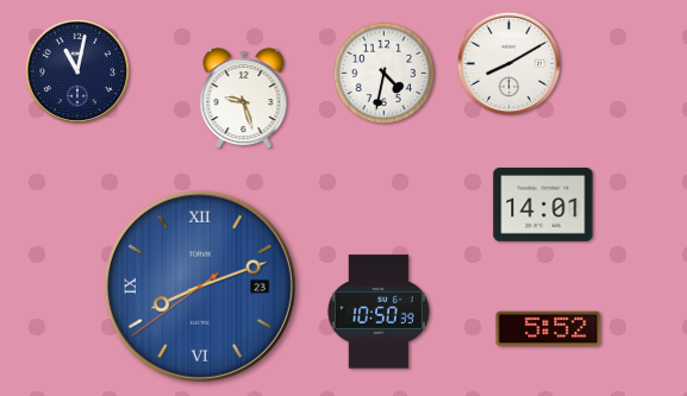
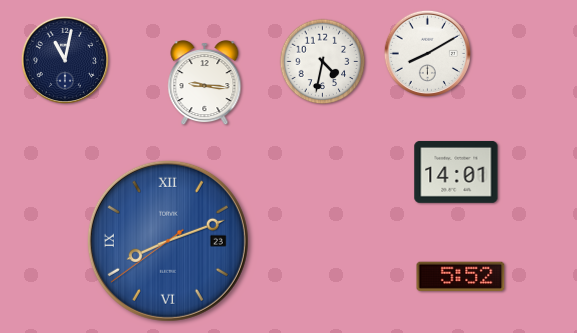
clock at (244, 100): 9:27 -> 9:16
clock at (379, 312): 10:50 -> none
